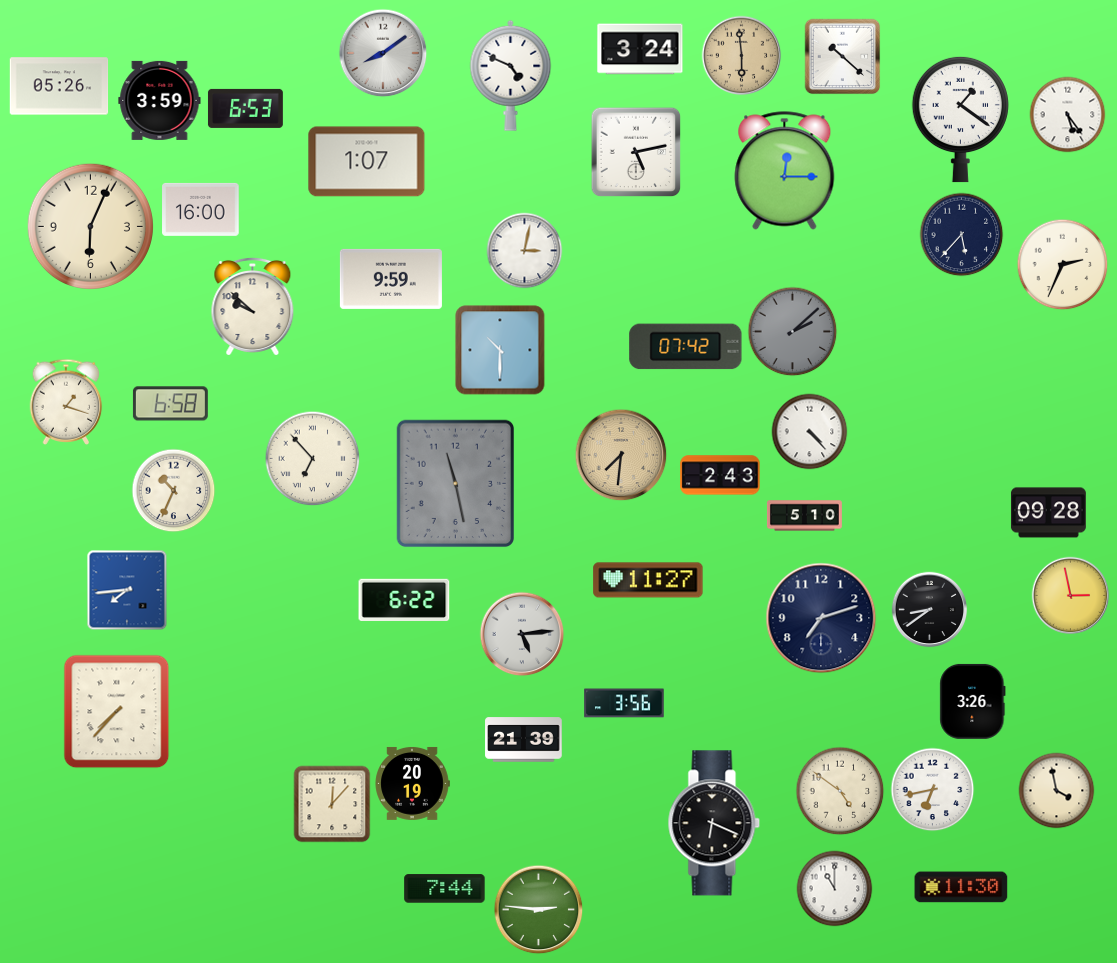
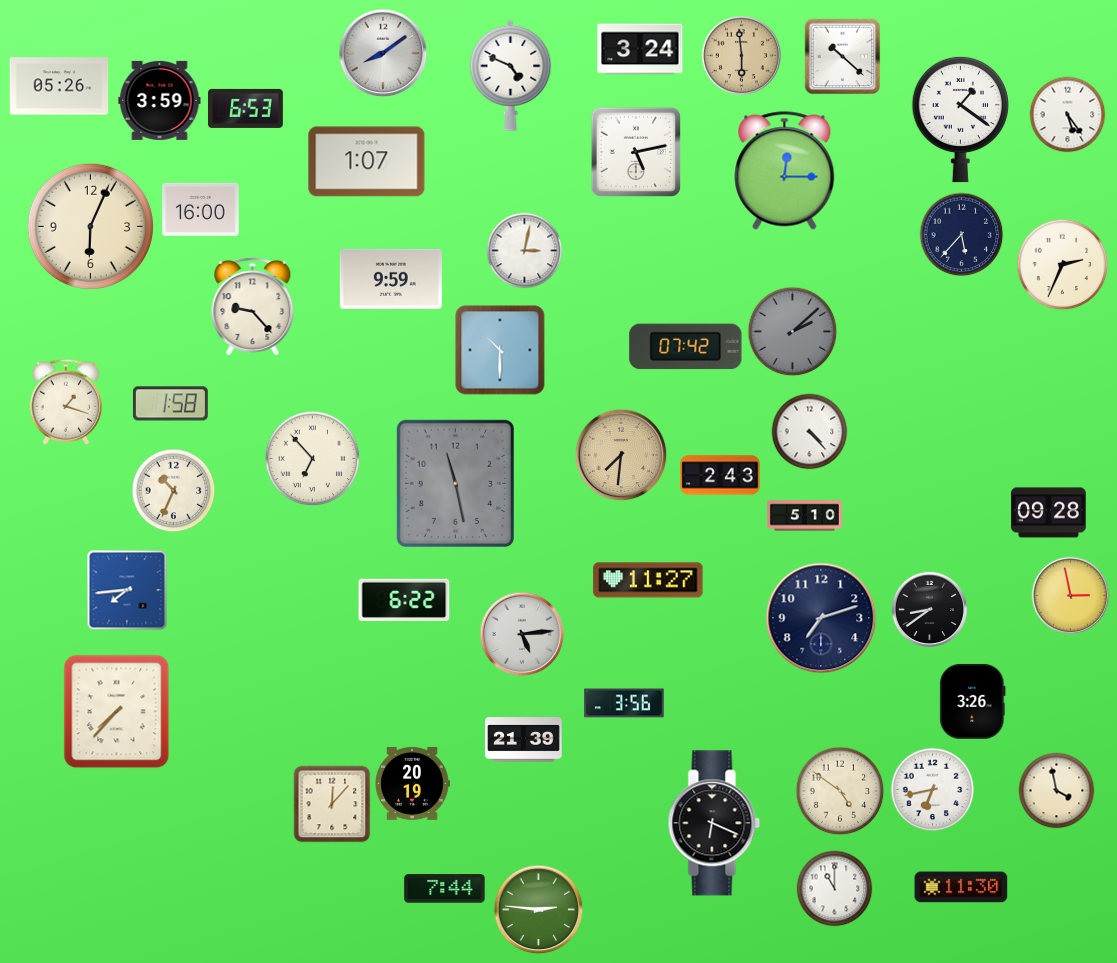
clock at (253, 306): 9:52 -> 9:23
clock at (170, 404): 6:58 -> 1:58
